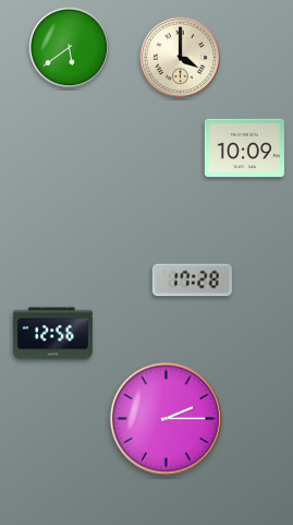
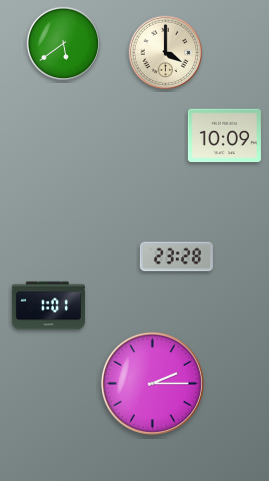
clock at (192, 281): 17:28 -> 23:28
clock at (52, 334): 12:56 -> 1:01
